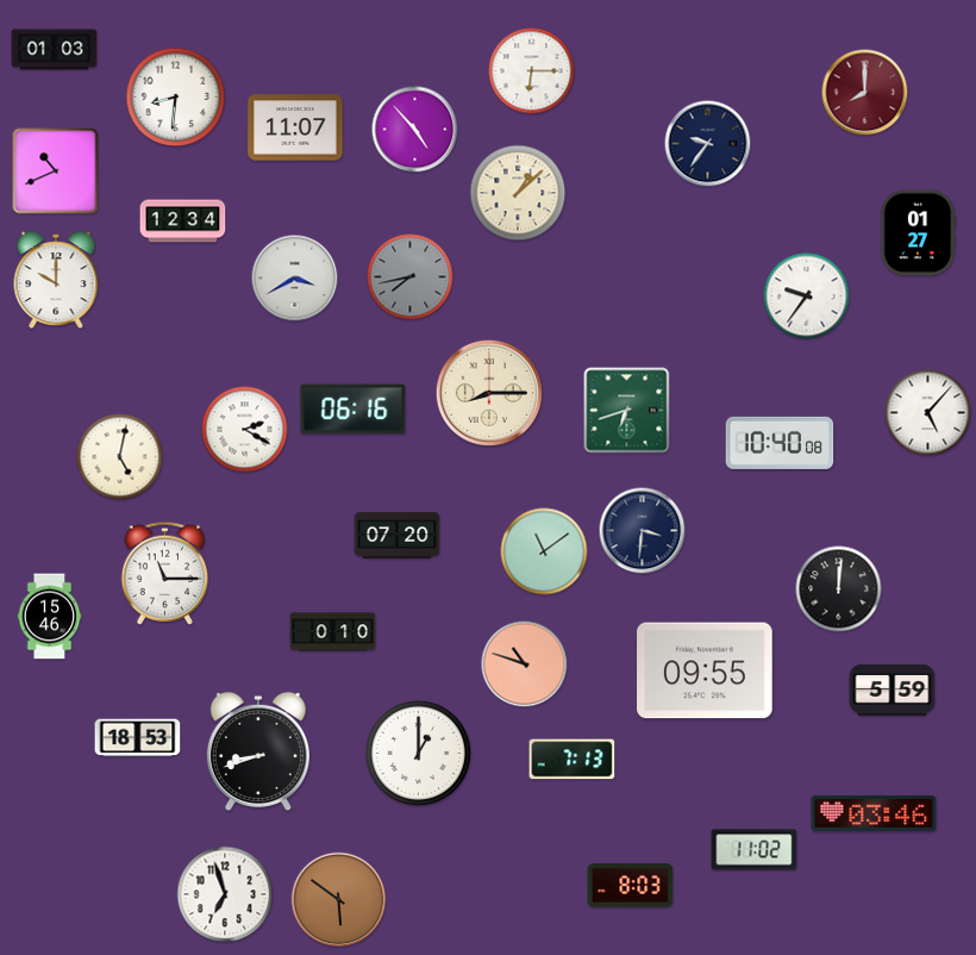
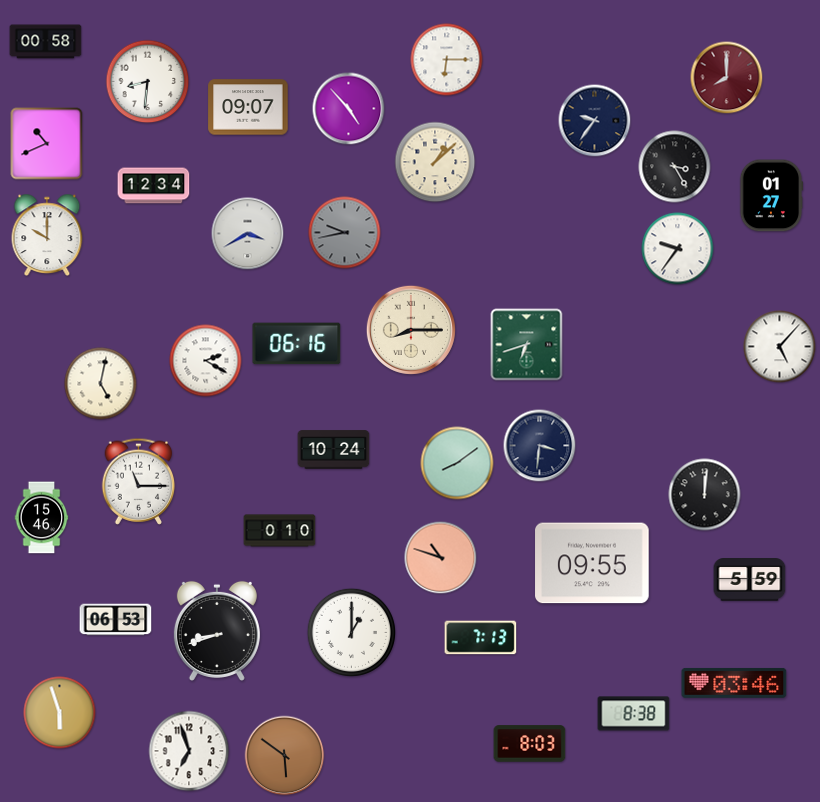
clock at (55, 50): 01:03 -> 00:58
clock at (295, 127): 11:07 -> 09:07
clock at (675, 167): none -> 3:25
clock at (411, 277): 7:43 -> 9:43
clock at (780, 443): 10:40 -> none
clock at (398, 536): 07:20 -> 10:24
clock at (544, 551): 11:09 -> 8:09
clock at (138, 738): 18:53 -> 06:53
clock at (60, 713): none -> 5:57
clock at (755, 850): 11:02 -> 8:38
